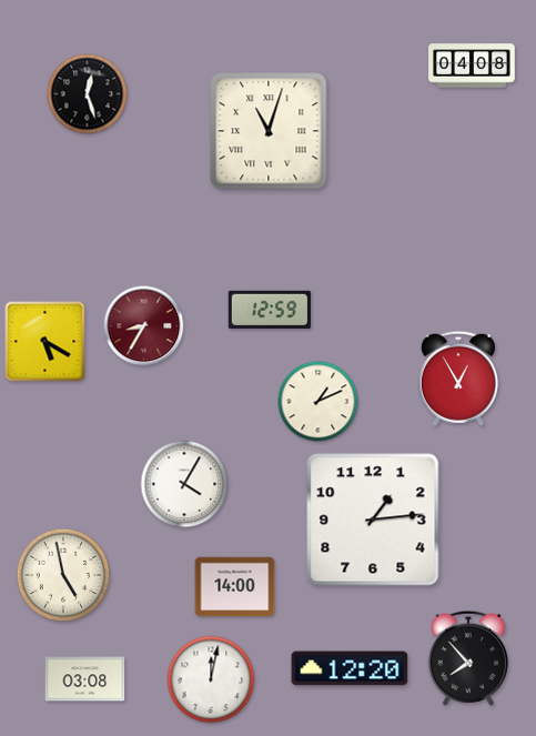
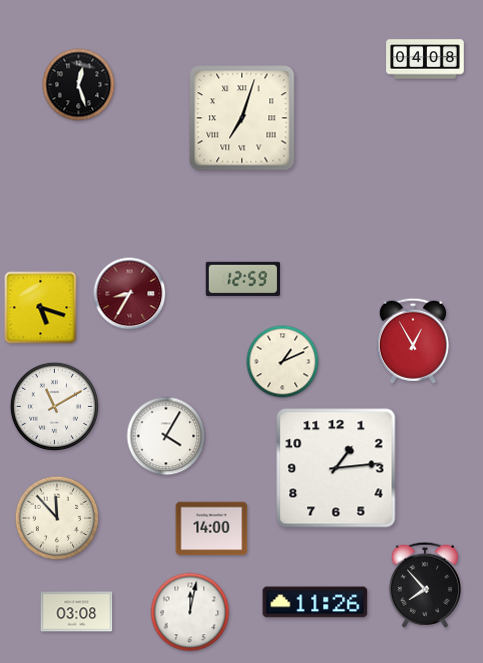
clock at (269, 131): 11:03 -> 7:03
clock at (45, 342): 5:20 -> 5:18
clock at (318, 402) position: (318, 402) -> (283, 362)
clock at (54, 406): none -> 11:10
clock at (63, 575): 4:58 -> 11:53
clock at (468, 658) position: (468, 658) -> (425, 585)
clock at (350, 668): 12:20 -> 11:26
